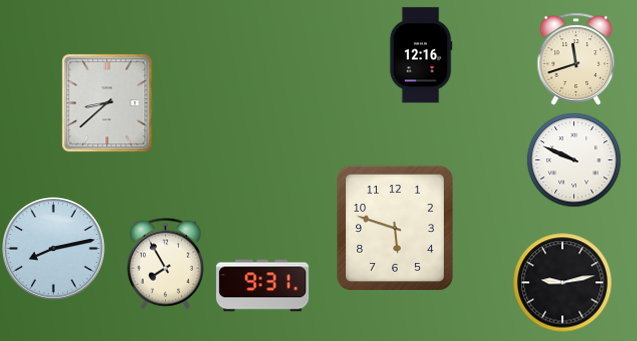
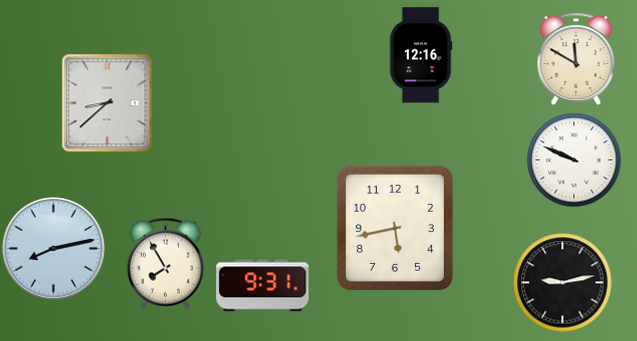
clock at (576, 59): 11:42 -> 11:50
clock at (395, 228): 5:48 -> 5:43
